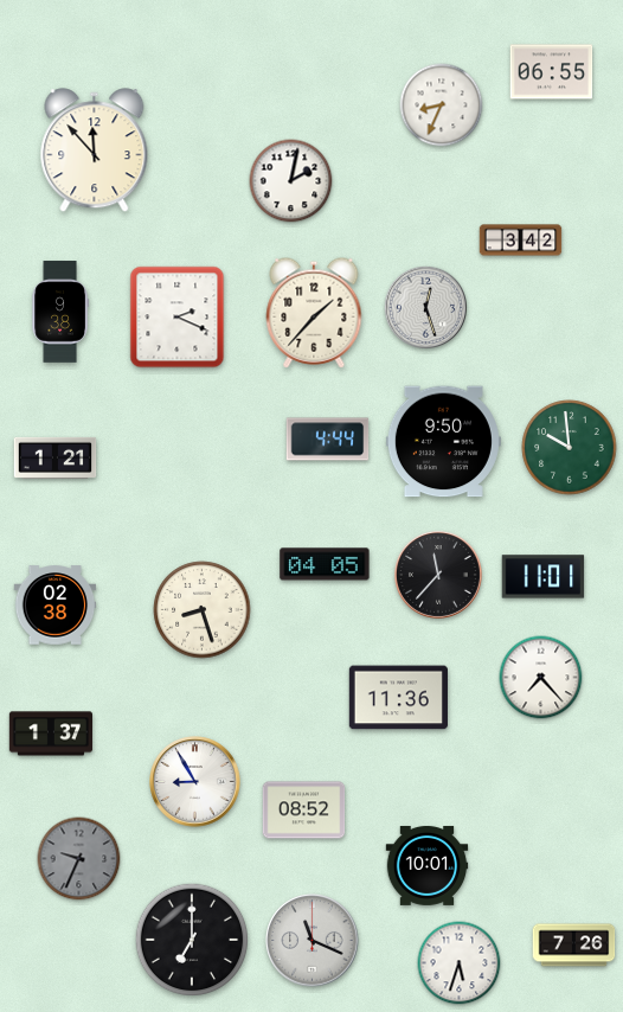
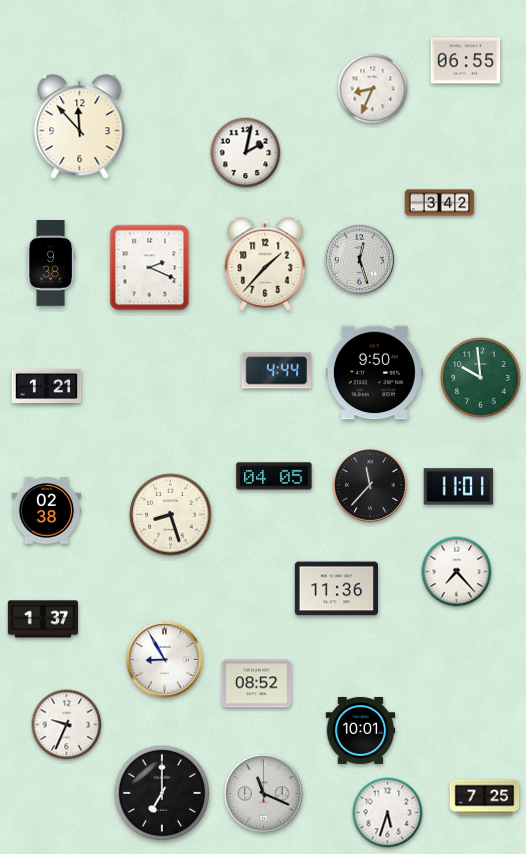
clock at (79, 859) dial: grey -> white
clock at (574, 946): 7:26 -> 7:25
